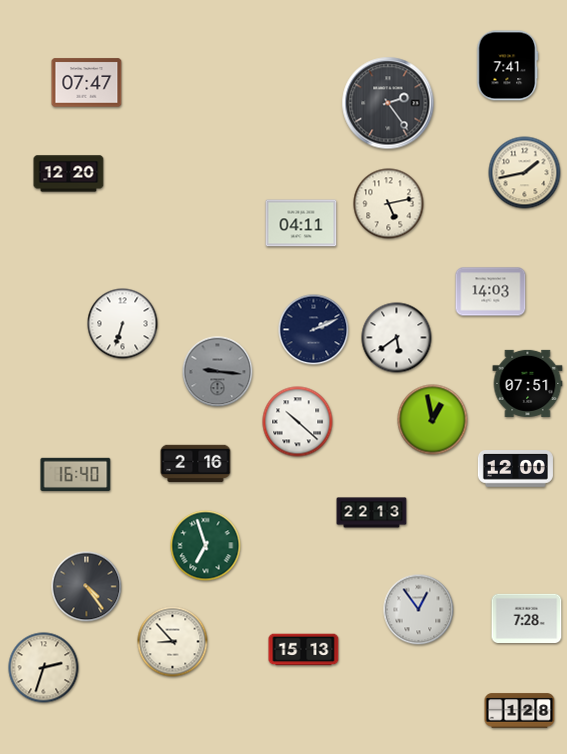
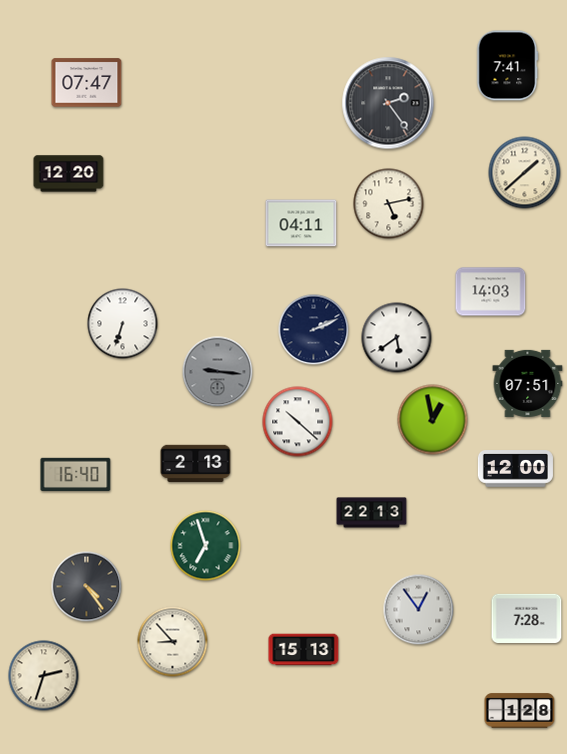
clock at (525, 173): 1:43 -> 1:38
clock at (196, 463): 2:16 -> 2:13
clock at (44, 668) position: (44, 668) -> (44, 676)
